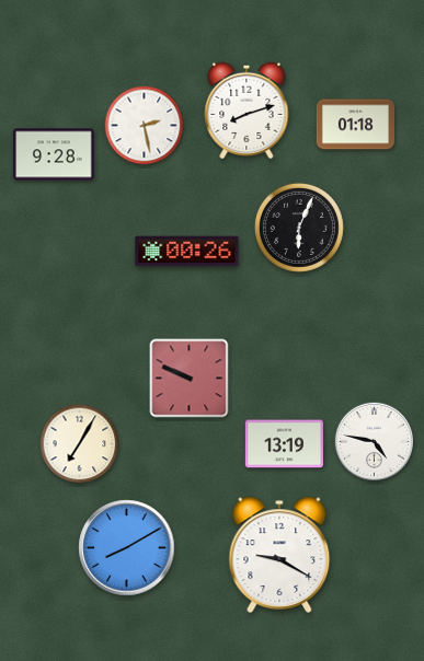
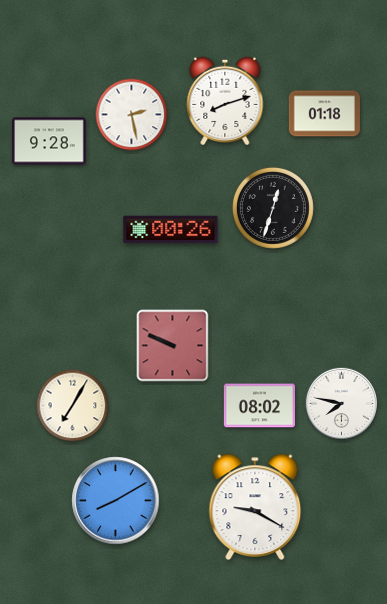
clock at (299, 228): 6:04 -> 12:33
clock at (374, 441): 4:47 -> 7:47
clock at (284, 444): 13:19 -> 08:02
